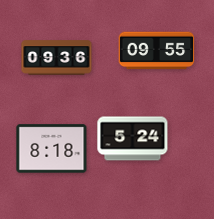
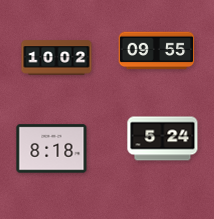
clock at (57, 58): 09:36 -> 10:02
clock at (133, 139) position: (133, 139) -> (163, 139)
